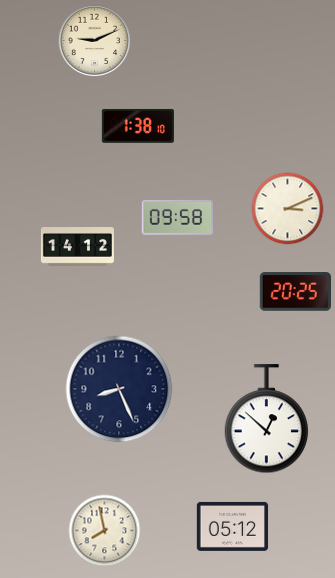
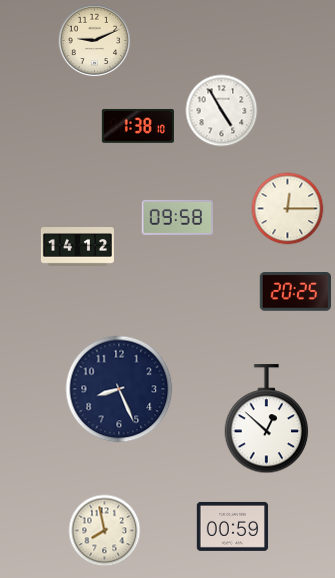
clock at (222, 111): none -> 4:55
clock at (288, 209): 3:11 -> 12:15
clock at (233, 526): 05:12 -> 00:59
